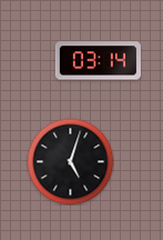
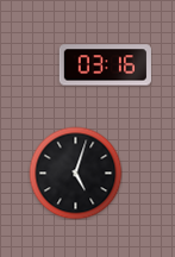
clock at (98, 61): 03:14 -> 03:16
